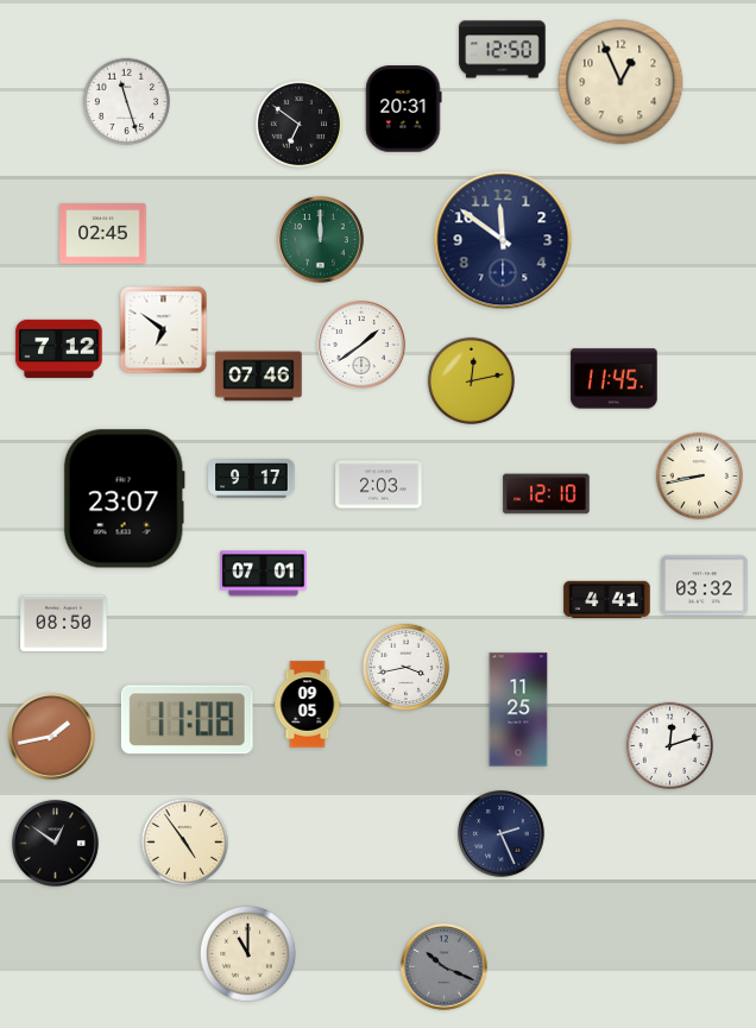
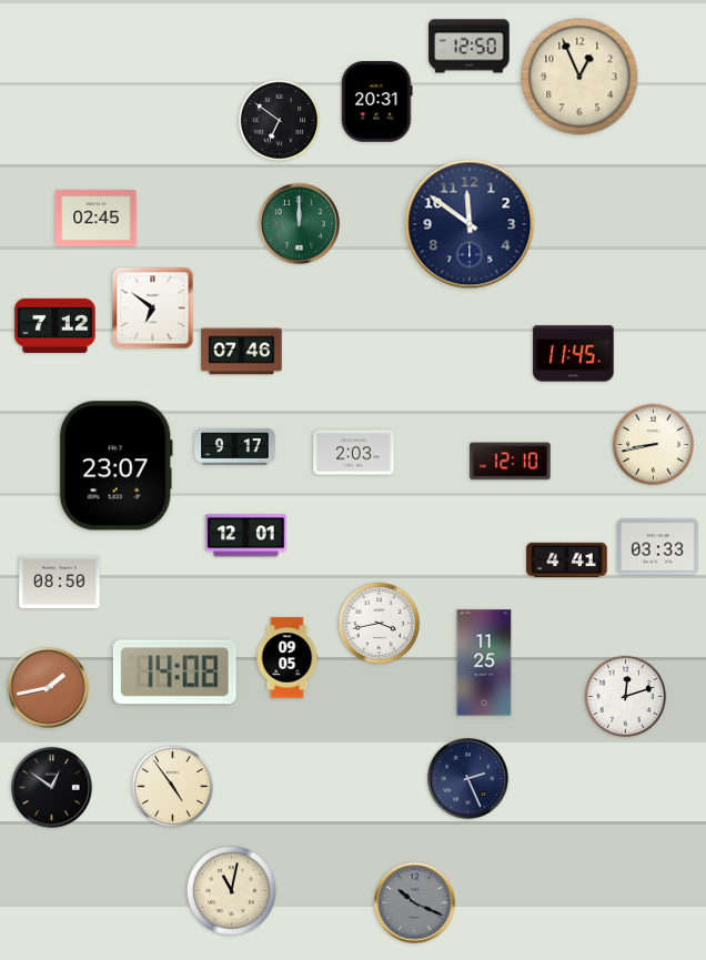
clock at (126, 101): 11:27 -> none
clock at (298, 124) position: (298, 124) -> (279, 120)
clock at (361, 345): 1:39 -> none
clock at (471, 380): 12:13 -> none
clock at (264, 574): 07:01 -> 12:01
clock at (705, 586): 03:32 -> 03:33
clock at (187, 720): 11:08 -> 14:08
clock at (247, 953): 11:00 -> 11:02
